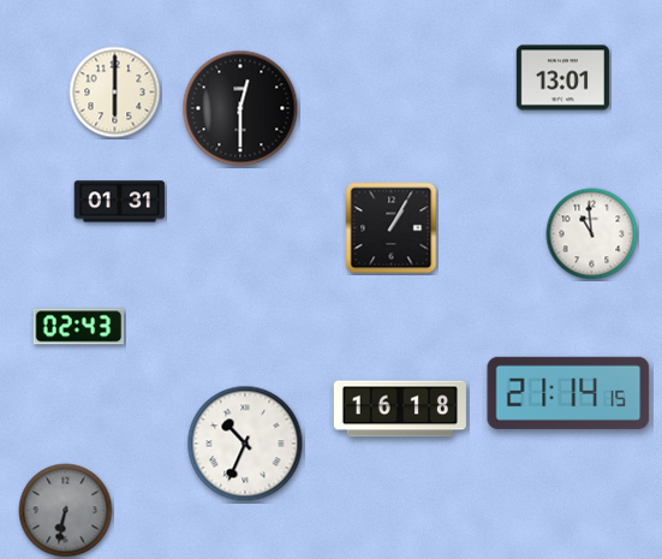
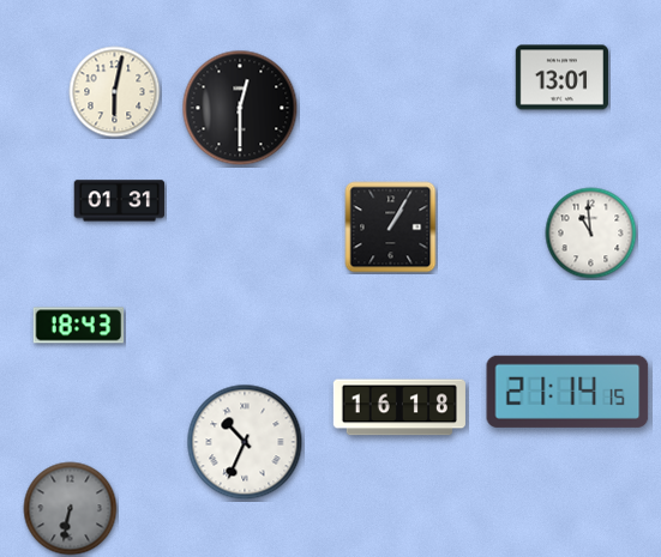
clock at (115, 93): 6:00 -> 6:02
clock at (79, 327): 02:43 -> 18:43
clock at (66, 511) position: (66, 511) -> (71, 509)
